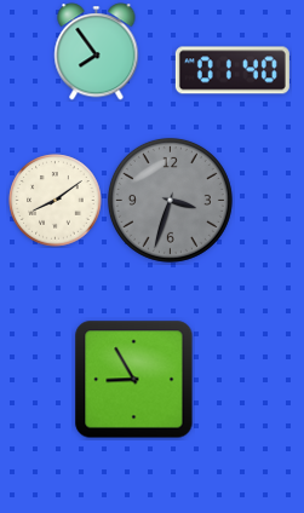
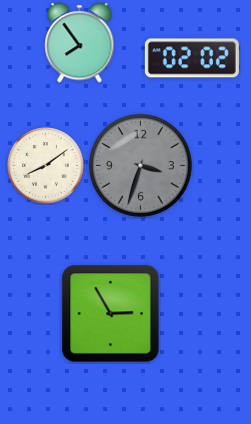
clock at (233, 70): 01:40 -> 02:02
clock at (134, 380): 8:55 -> 2:55
